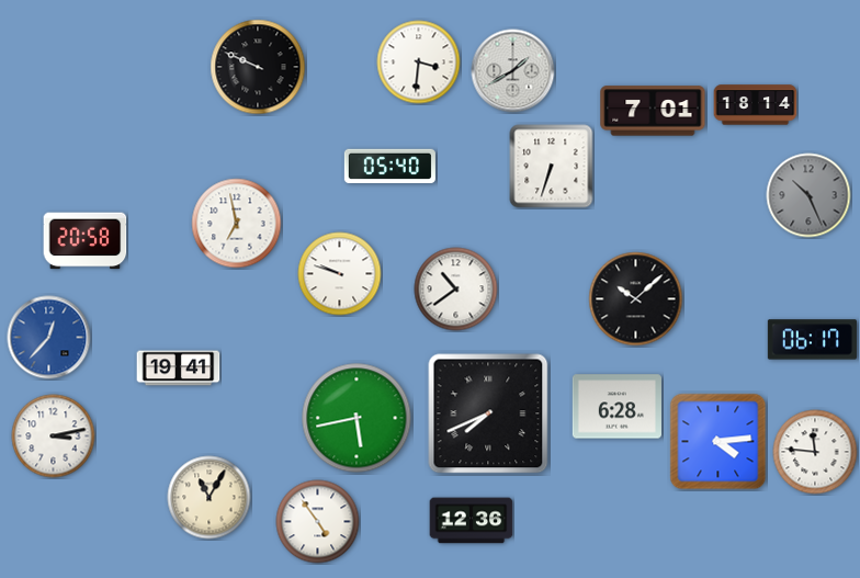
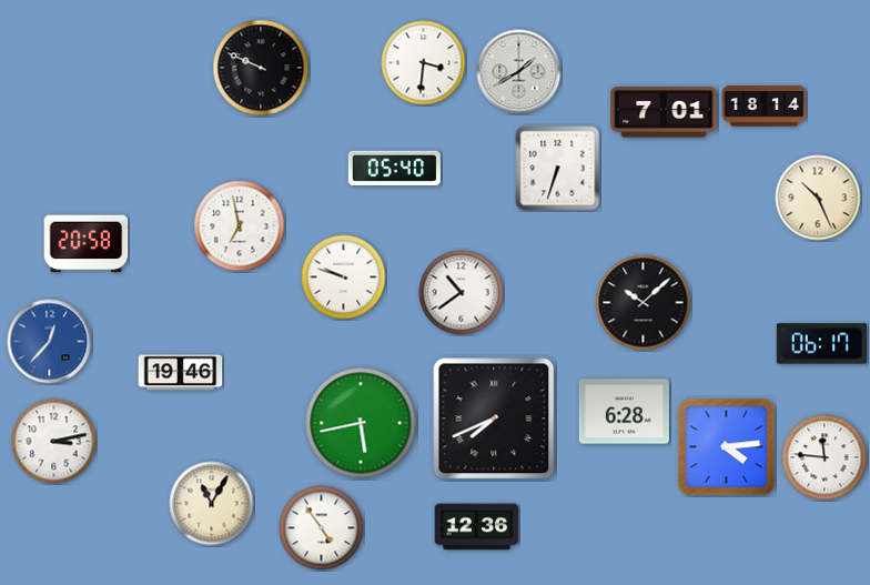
clock at (653, 111) position: (653, 111) -> (664, 112)
clock at (808, 195) dial: grey -> cream
clock at (179, 369): 19:41 -> 19:46
